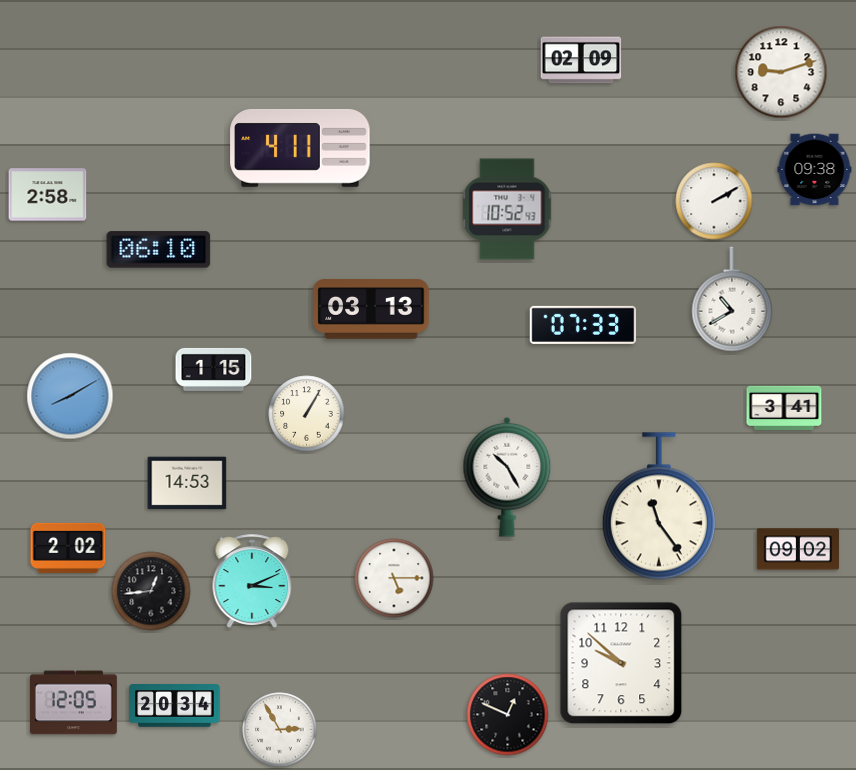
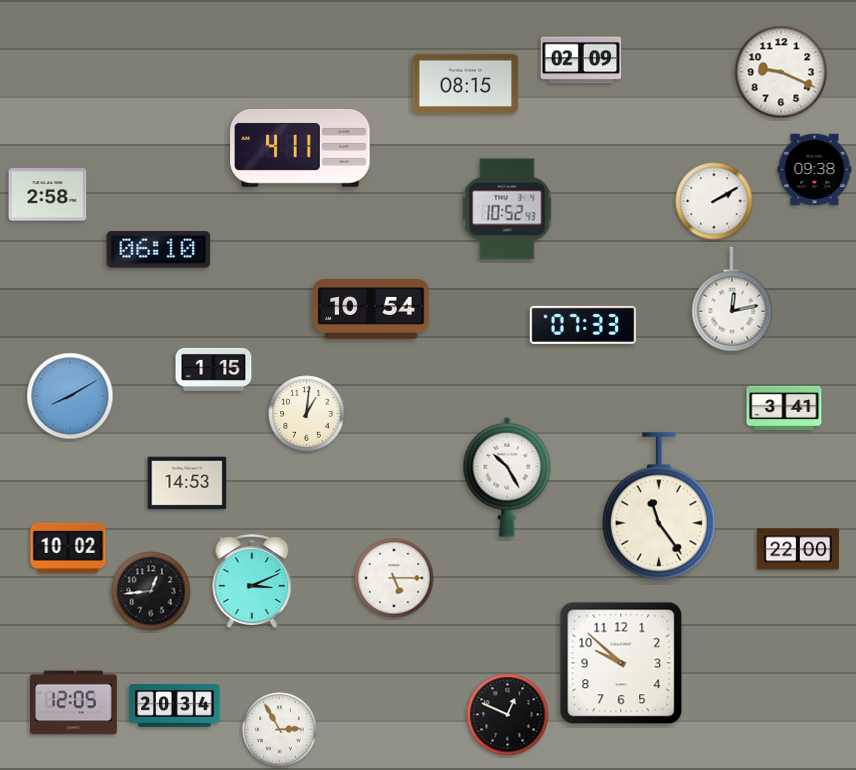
clock at (781, 72): 9:12 -> 9:19
clock at (466, 84): none -> 08:15
clock at (732, 299): 10:40 -> 12:13
clock at (371, 309): 03:13 -> 10:54
clock at (307, 414): 1:05 -> 1:01
clock at (68, 548): 2:02 -> 10:02
clock at (798, 549): 09:02 -> 22:00
